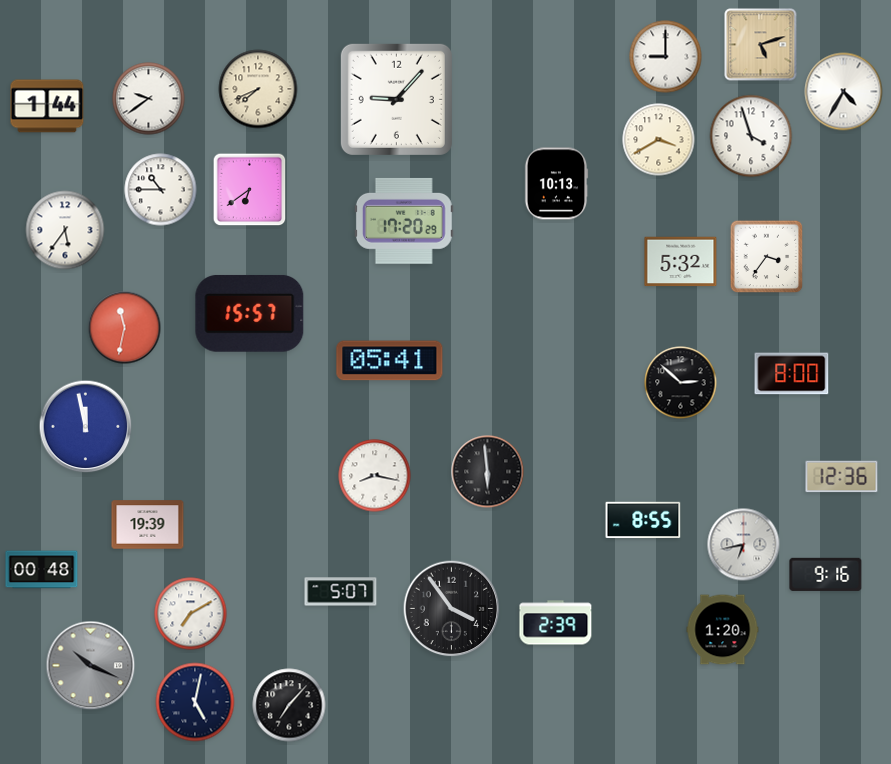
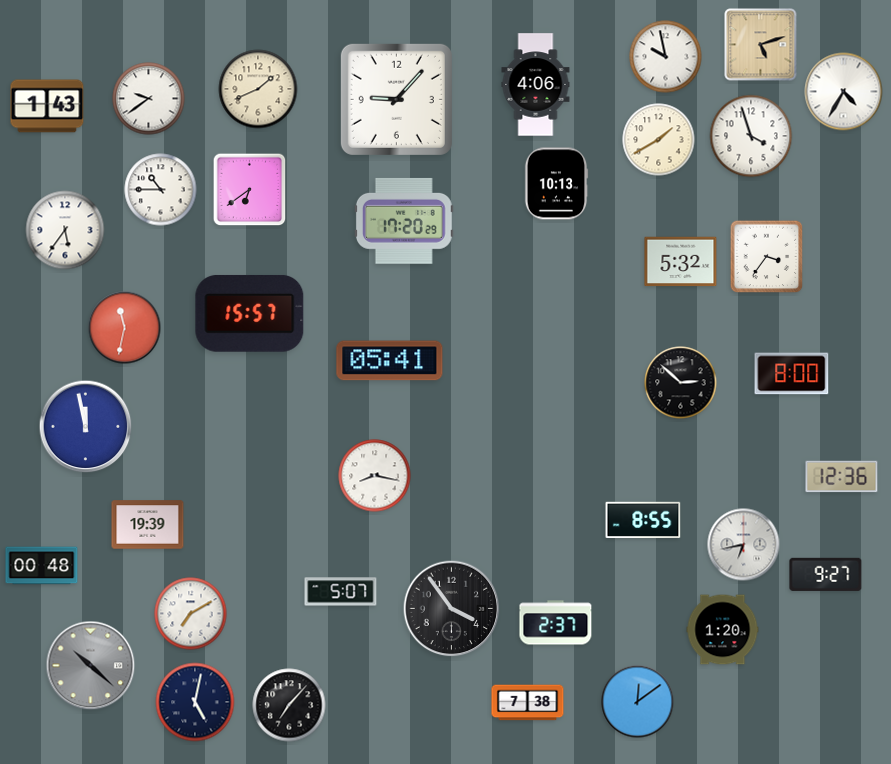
clock at (666, 57): 9:00 -> 9:58
clock at (536, 85): none -> 4:06
clock at (258, 89): 7:41 -> 1:41
clock at (47, 106): 1:44 -> 1:43
clock at (659, 140): 3:40 -> 1:40
clock at (488, 472): 5:59 -> none
clock at (42, 570) position: (42, 570) -> (42, 566)
clock at (826, 574): 9:16 -> 9:27
clock at (556, 623): 2:39 -> 2:37
clock at (91, 666): 10:19 -> 10:22
clock at (638, 702): none -> 12:09
clock at (528, 703): none -> 7:38
